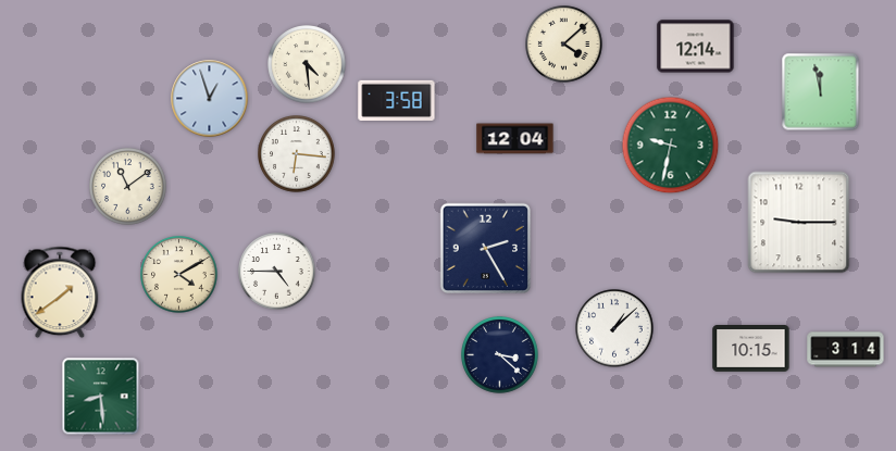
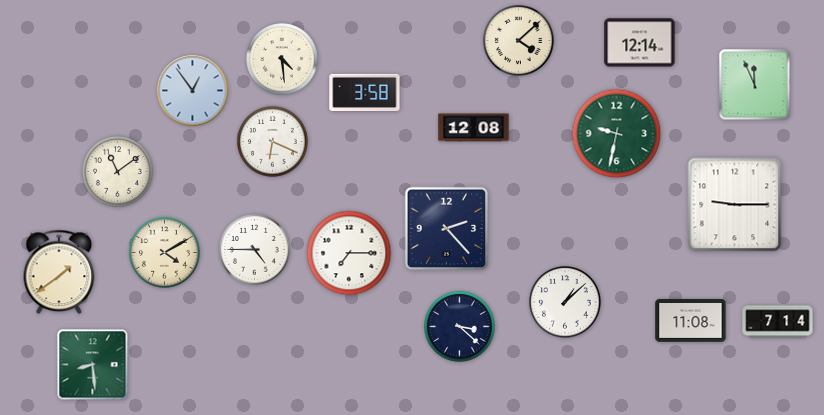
clock at (821, 92): 11:58 -> 11:56
clock at (210, 99): 12:57 -> 12:54
clock at (515, 139): 12:04 -> 12:08
clock at (297, 154): 6:16 -> 6:19
clock at (485, 248): 2:25 -> 2:23
clock at (349, 253): none -> 7:15
clock at (60, 292) position: (60, 292) -> (59, 272)
clock at (751, 349): 10:15 -> 11:08
clock at (846, 350): 3:14 -> 7:14
